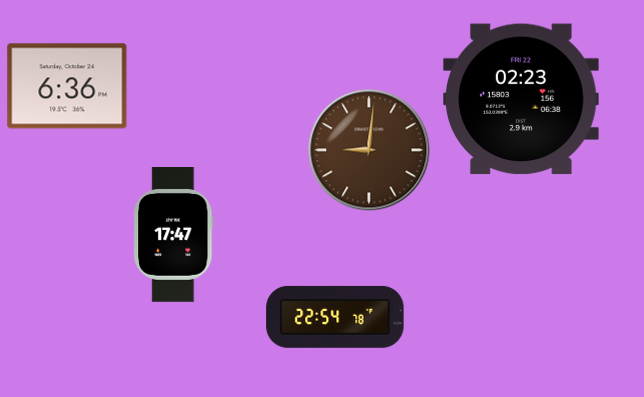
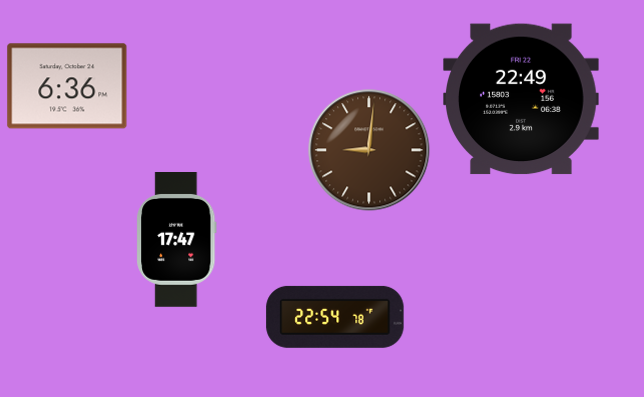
clock at (522, 99): 02:23 -> 22:49
clock at (174, 235) position: (174, 235) -> (177, 240)
